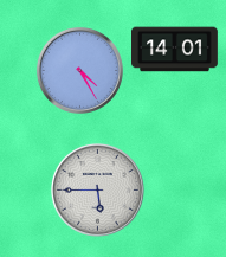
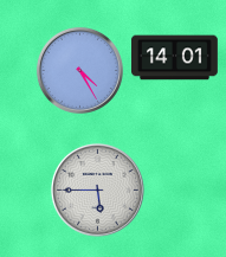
clock at (175, 50) position: (175, 50) -> (175, 58)
